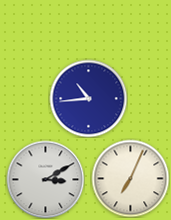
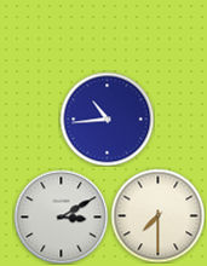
clock at (130, 178): 7:04 -> 7:30
clock at (45, 179) position: (45, 179) -> (61, 216)
